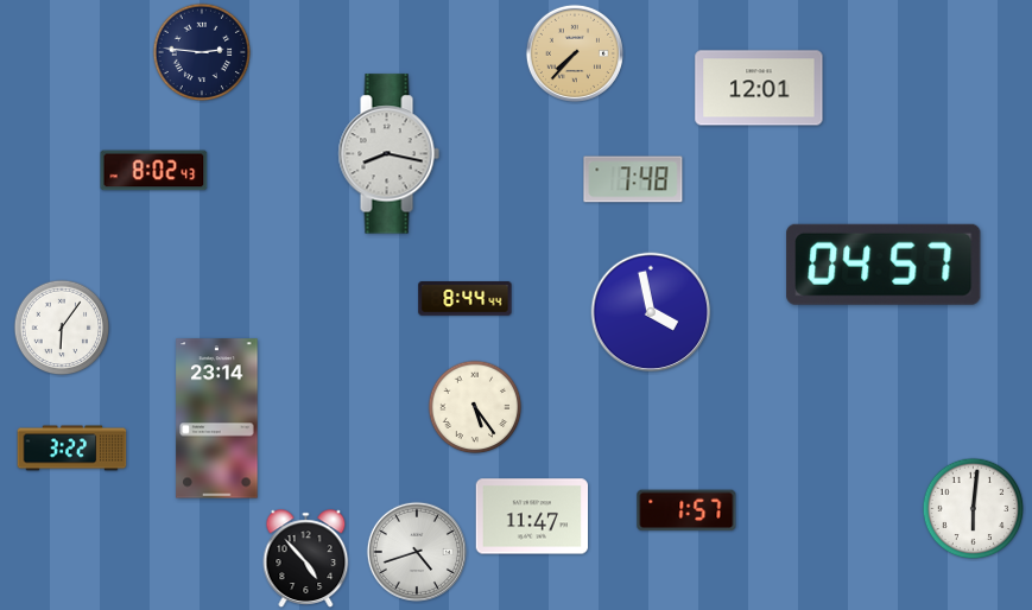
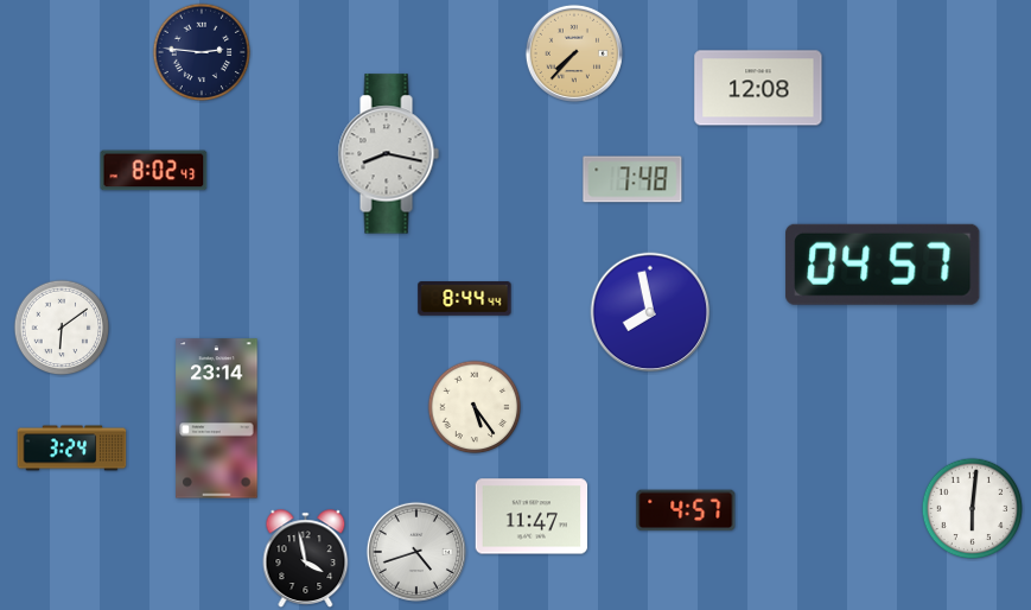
clock at (759, 88): 12:01 -> 12:08
clock at (651, 312): 3:58 -> 7:58
clock at (62, 328): 6:06 -> 6:09
clock at (72, 449): 3:22 -> 3:24
clock at (686, 510): 1:57 -> 4:57
clock at (306, 559): 4:53 -> 3:58
